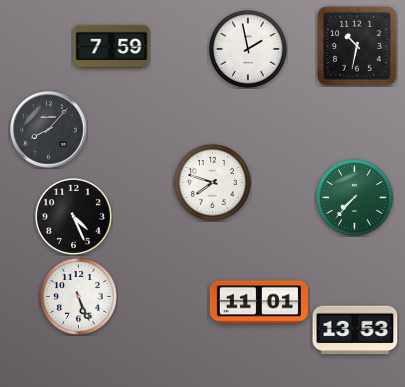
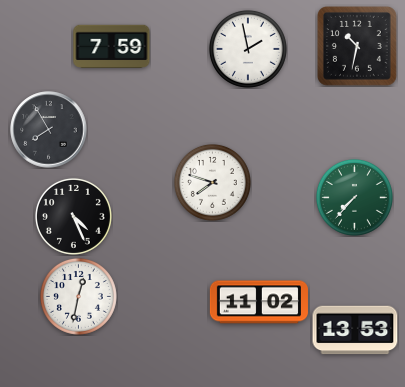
clock at (49, 130): 8:07 -> 7:55
clock at (78, 296): 5:26 -> 12:32
clock at (259, 302): 11:01 -> 11:02
